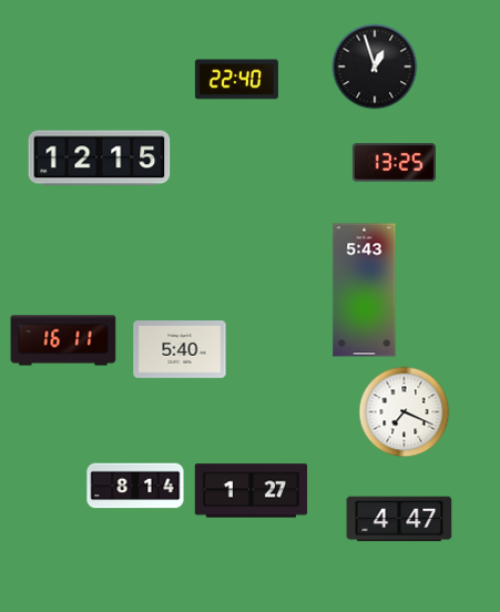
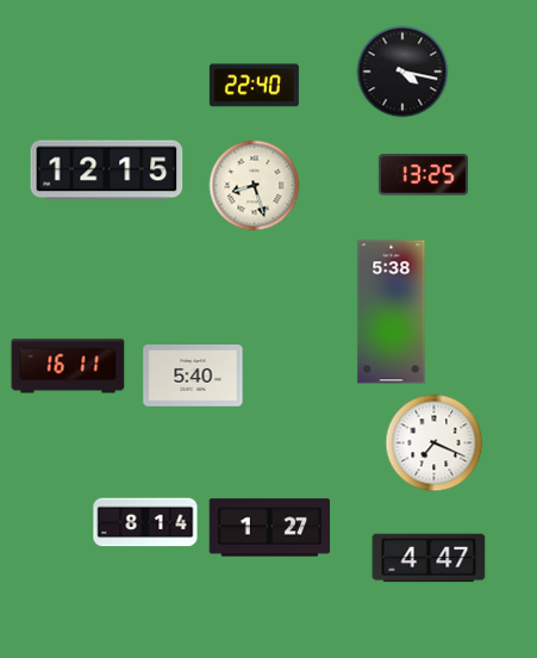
clock at (375, 67): 12:57 -> 4:17
clock at (255, 186): none -> 8:27
clock at (365, 290): 5:43 -> 5:38
